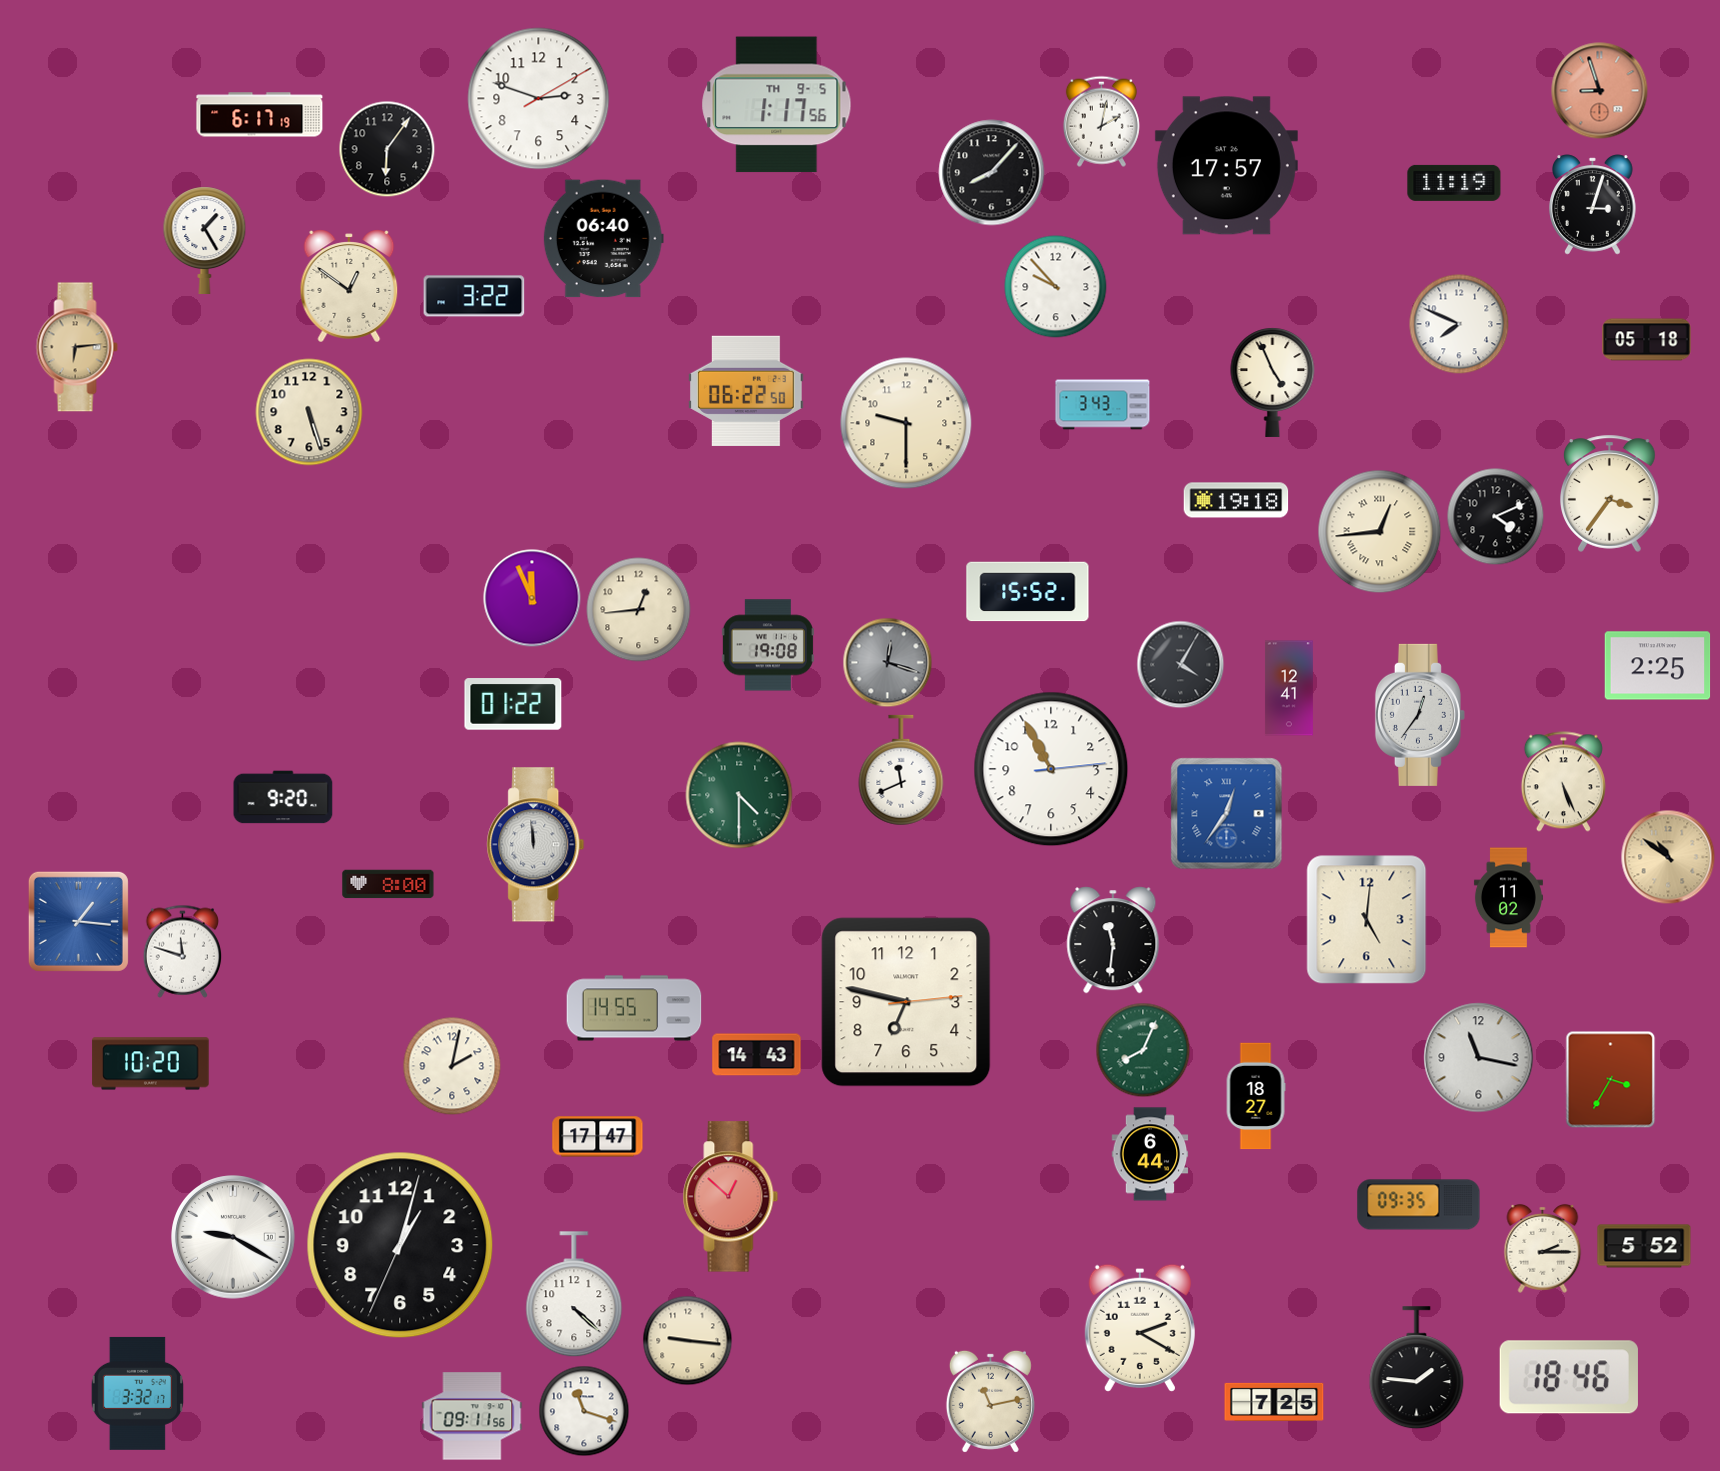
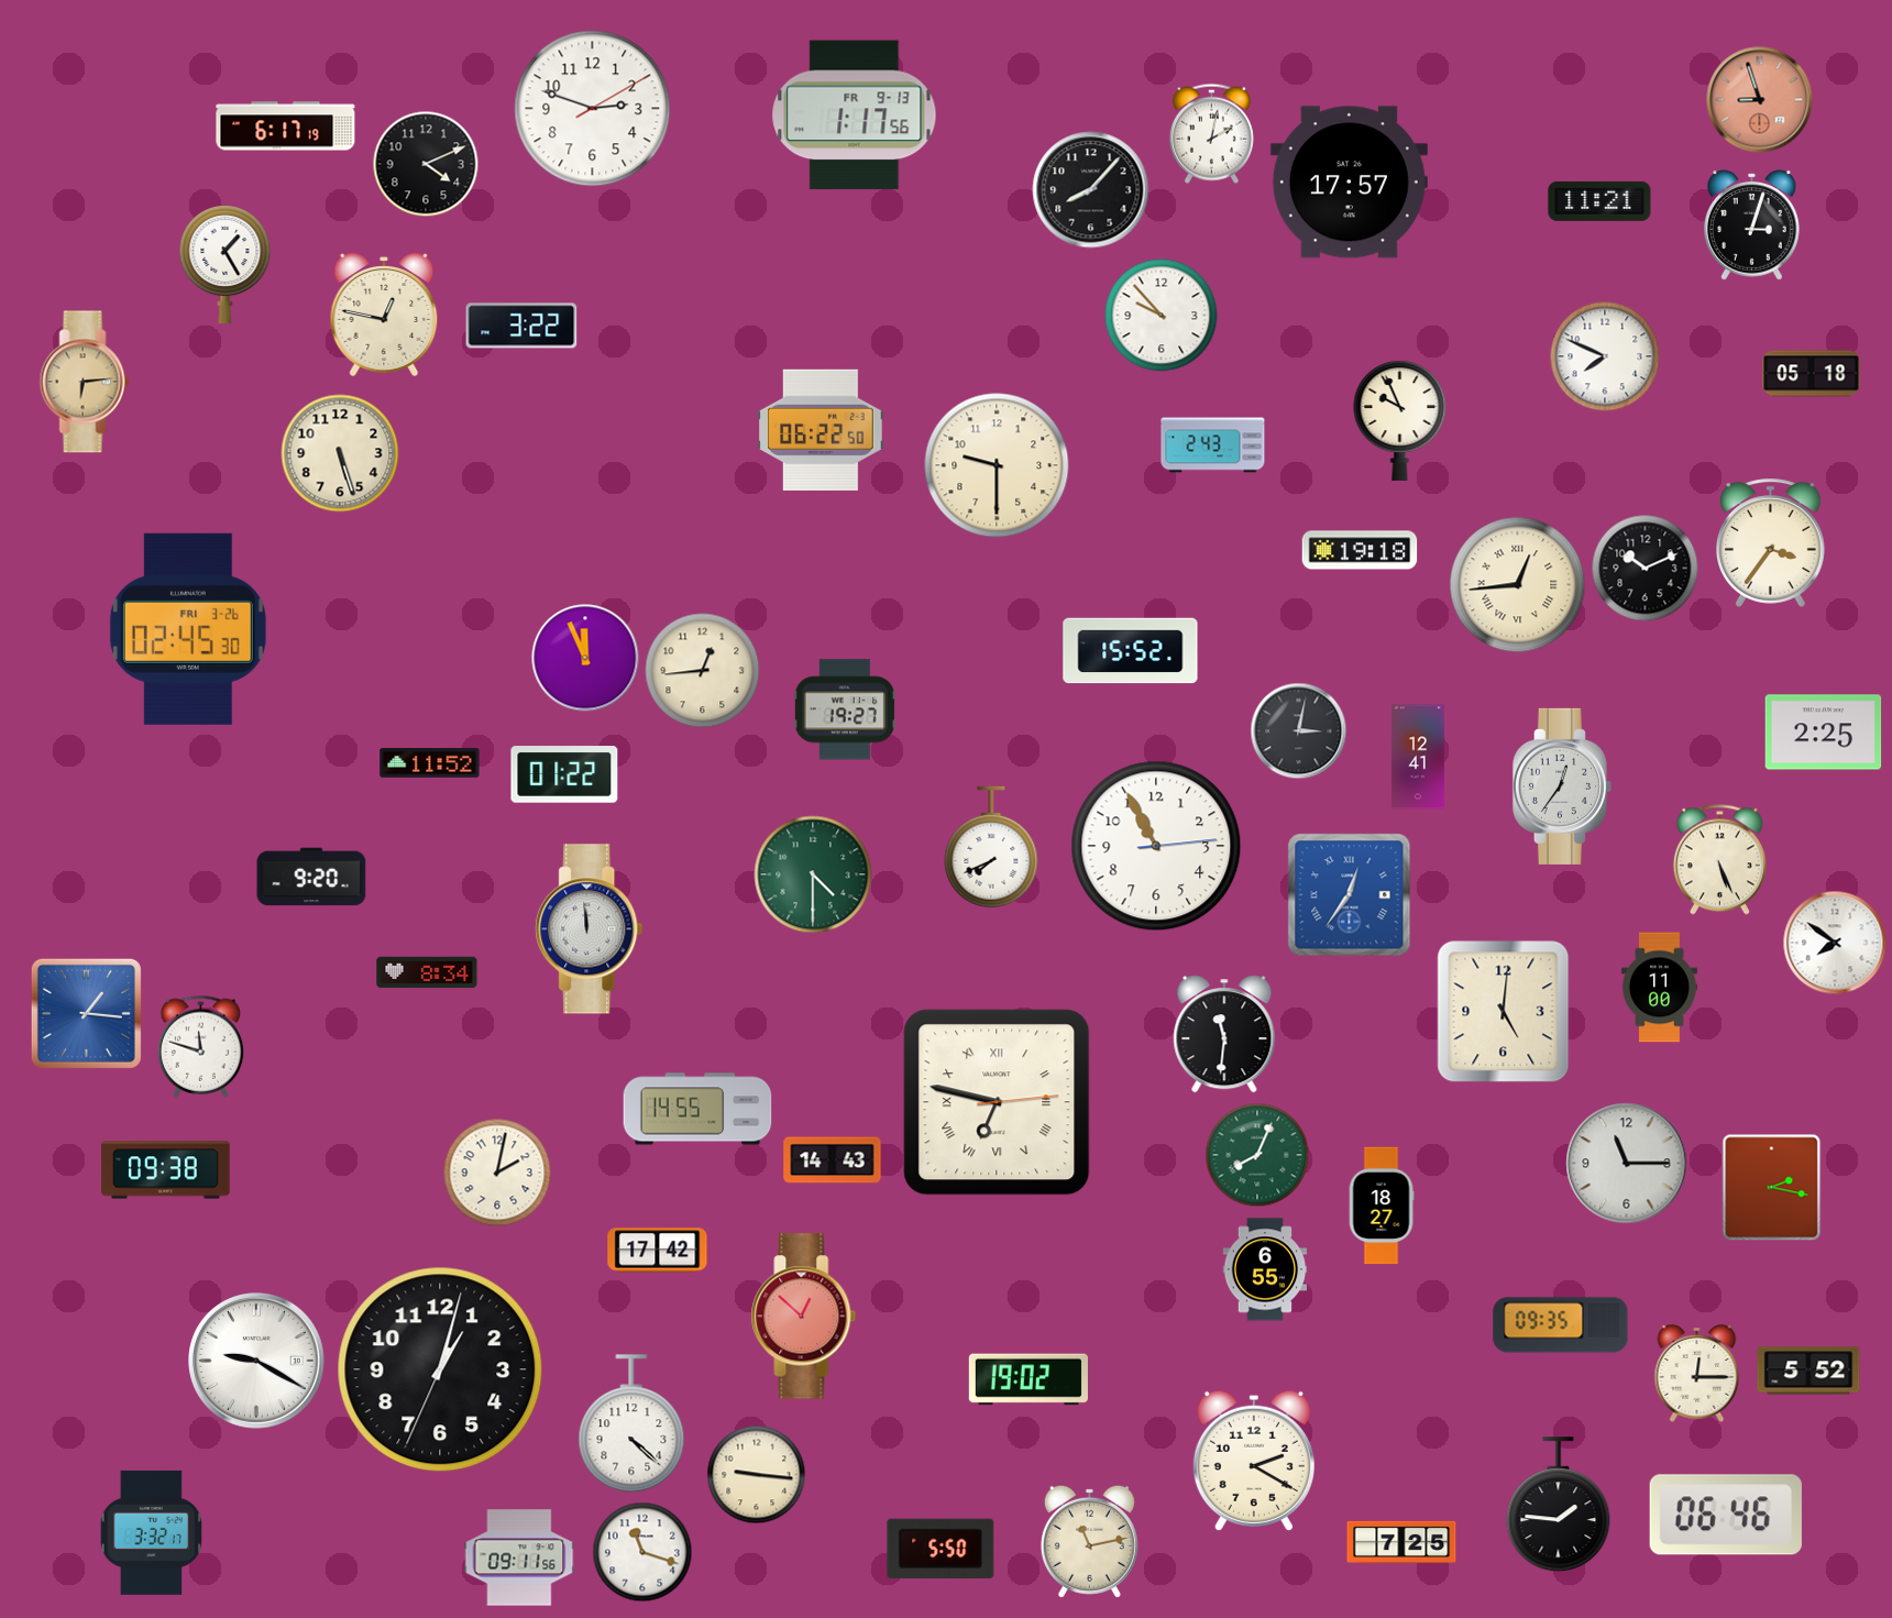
clock at (777, 105) date: TH 9-5 -> FR 9-13
clock at (387, 149): 6:06 -> 4:11
clock at (1454, 183): 11:19 -> 11:21
clock at (603, 239): 06:40 -> none
clock at (349, 286): 12:51 -> 12:47
clock at (1273, 382): 4:56 -> 9:56
clock at (1103, 405): 3:43 -> 2:43
clock at (1496, 517): 4:11 -> 10:11
clock at (188, 629): none -> 02:45
clock at (768, 645): 19:08 -> 19:27
clock at (888, 663): 12:18 -> none
clock at (1181, 665): 4:05 -> 3:02
clock at (430, 763): none -> 11:52
clock at (901, 770): 11:41 -> 7:41
clock at (1668, 857): 10:51 -> 7:51
clock at (1668, 857) dial: champagne -> white
clock at (388, 884): 8:00 -> 8:34
clock at (1508, 898): 11:02 -> 11:00
clock at (906, 1002) numerals: Arabic -> Roman
clock at (1479, 1058): 11:17 -> 11:15
clock at (151, 1064): 10:20 -> 09:38
clock at (1611, 1080): 3:35 -> 2:17
clock at (598, 1137): 17:47 -> 17:42
clock at (1150, 1154): 6:44 -> 6:55
clock at (1543, 1248): 2:15 -> 12:15
clock at (1028, 1379): none -> 19:02
clock at (1569, 1377): 18:46 -> 06:46
clock at (941, 1549): none -> 5:50
